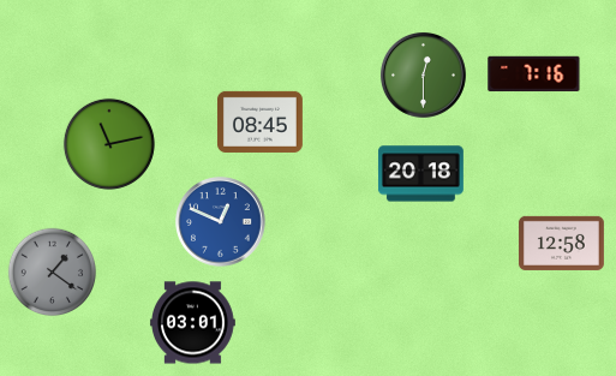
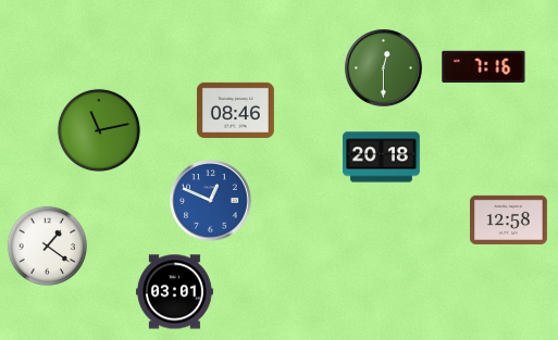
clock at (259, 121): 08:45 -> 08:46
clock at (221, 222) position: (221, 222) -> (211, 201)
clock at (53, 273) dial: grey -> white
